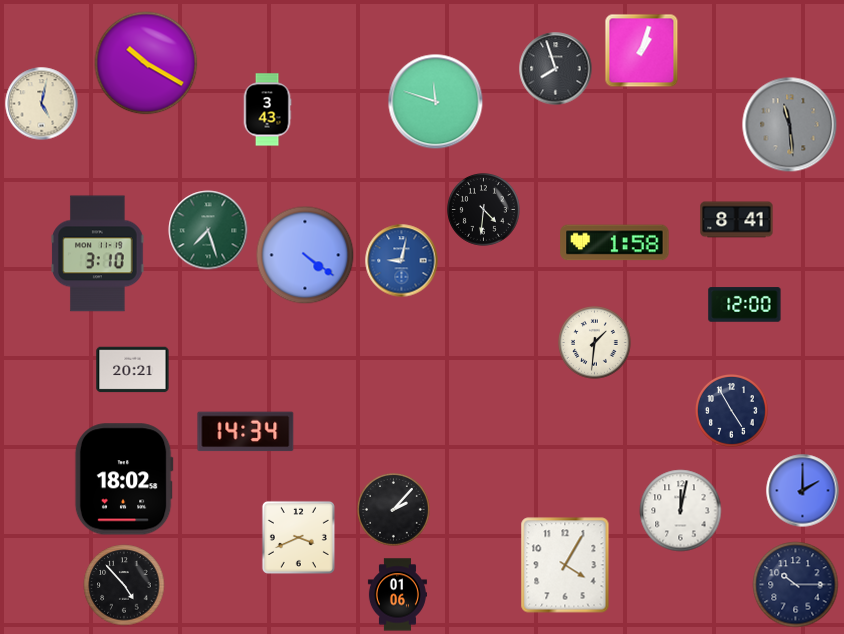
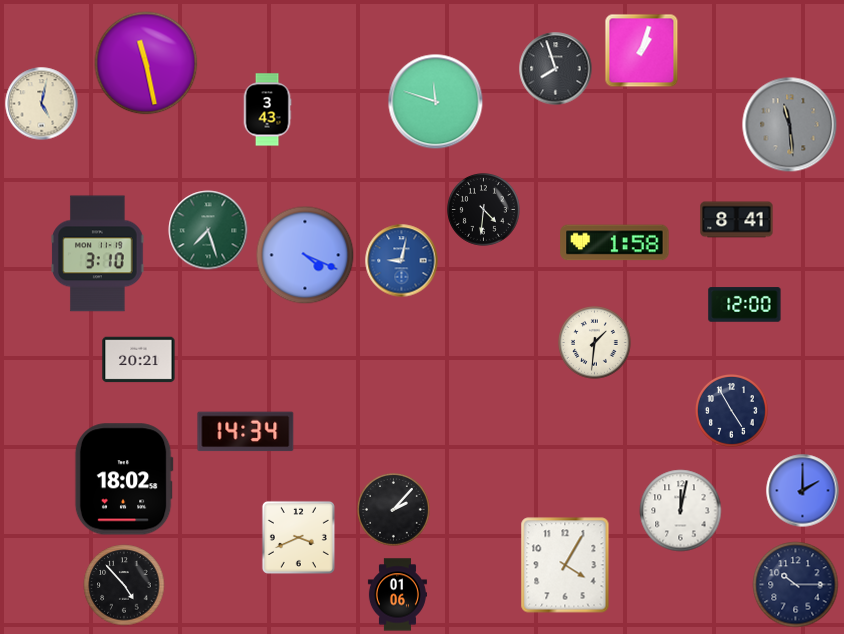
clock at (146, 63): 10:20 -> 11:28
clock at (305, 255): 4:21 -> 4:19
clock at (133, 370) position: (133, 370) -> (139, 360)
